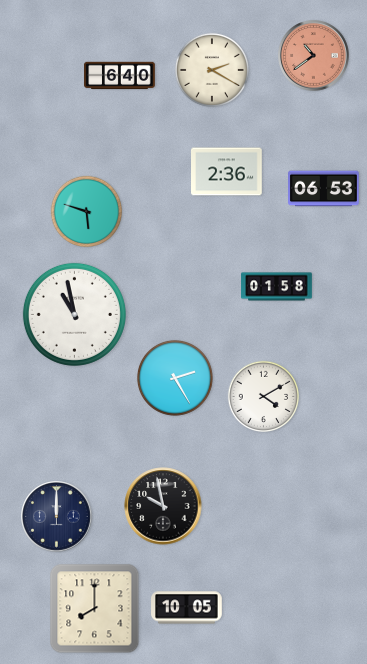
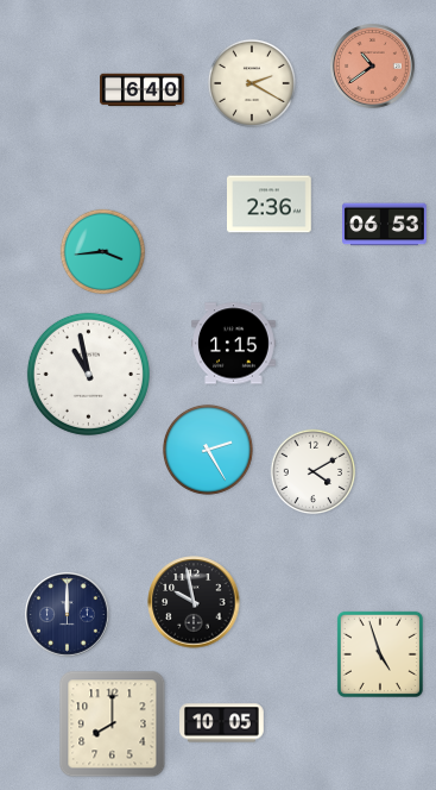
clock at (87, 212): 5:48 -> 3:44
clock at (277, 287): 01:58 -> none
clock at (234, 344): none -> 1:15
clock at (380, 654): none -> 4:57
